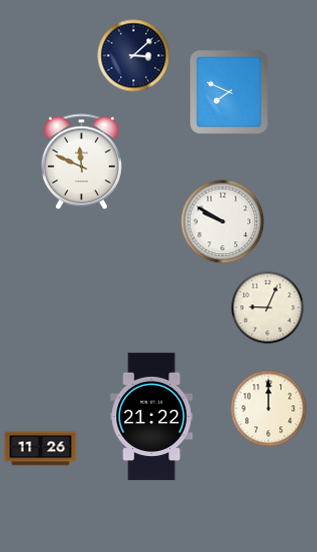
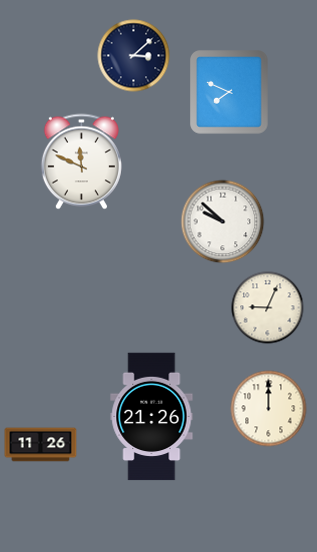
clock at (223, 222): 9:50 -> 9:52
clock at (152, 417): 21:22 -> 21:26
clock at (41, 449) position: (41, 449) -> (41, 445)
